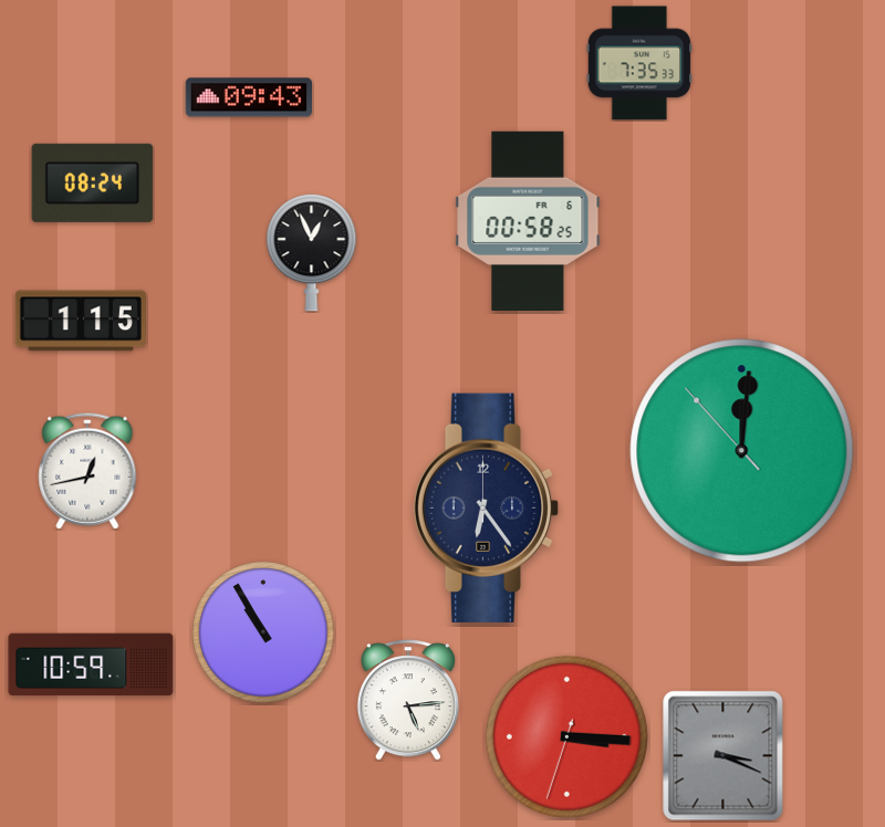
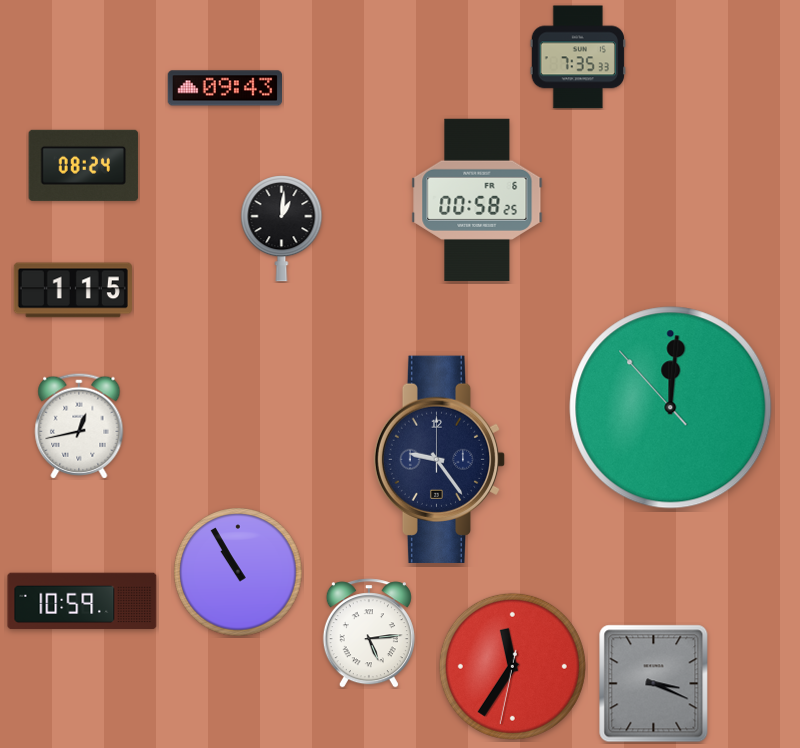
clock at (312, 253): 12:56 -> 1:01
clock at (487, 507): 6:24 -> 9:24
clock at (566, 736): 3:15 -> 11:35
